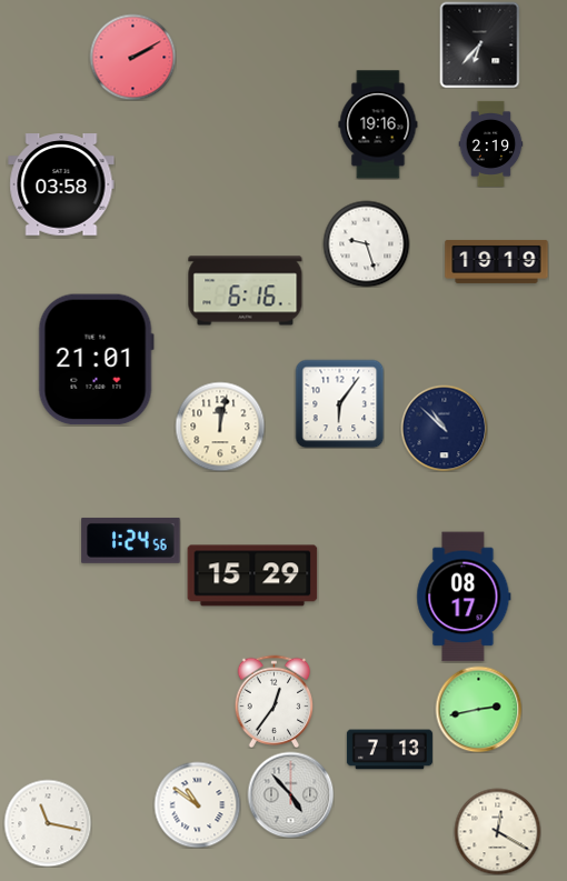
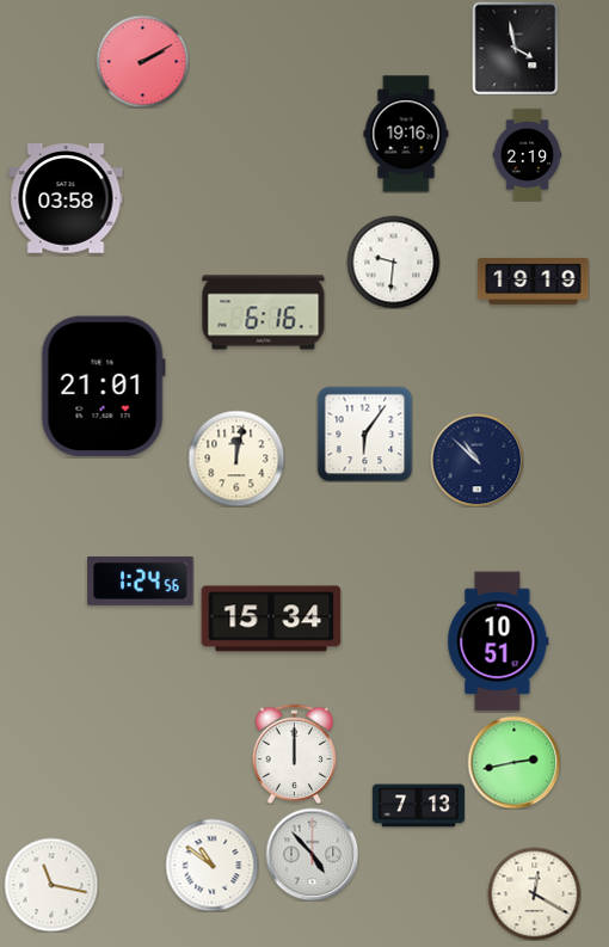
clock at (480, 44): 6:37 -> 3:58
clock at (366, 243): 9:27 -> 9:31
clock at (252, 575): 15:29 -> 15:34
clock at (464, 597): 08:17 -> 10:51
clock at (275, 701): 12:36 -> 12:00
